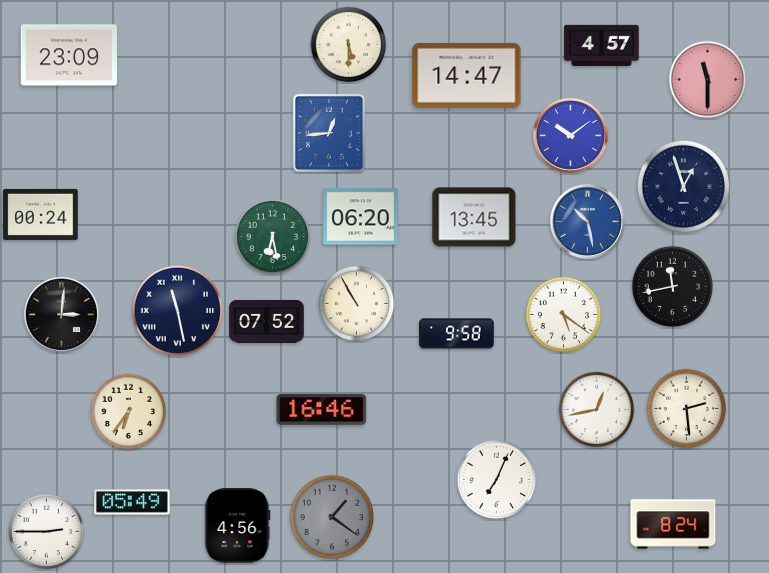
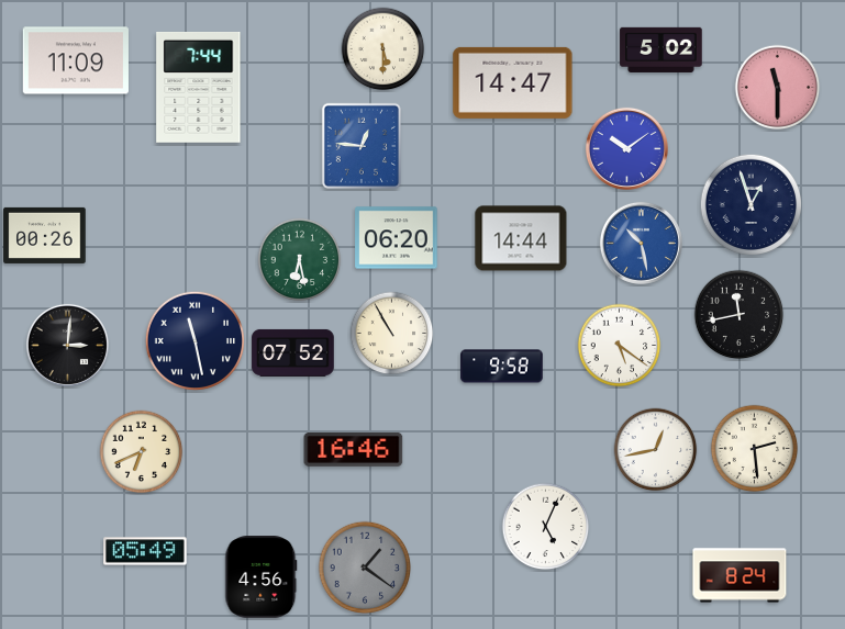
clock at (602, 45): 4:57 -> 5:02
clock at (69, 55): 23:09 -> 11:09
clock at (199, 87): none -> 7:44
clock at (329, 132): 12:44 -> 12:46
clock at (41, 214): 00:24 -> 00:26
clock at (474, 217): 13:45 -> 14:44
clock at (587, 221) position: (587, 221) -> (641, 243)
clock at (129, 412): 6:36 -> 6:41
clock at (497, 480): 7:04 -> 5:04
clock at (47, 532): 2:45 -> none
